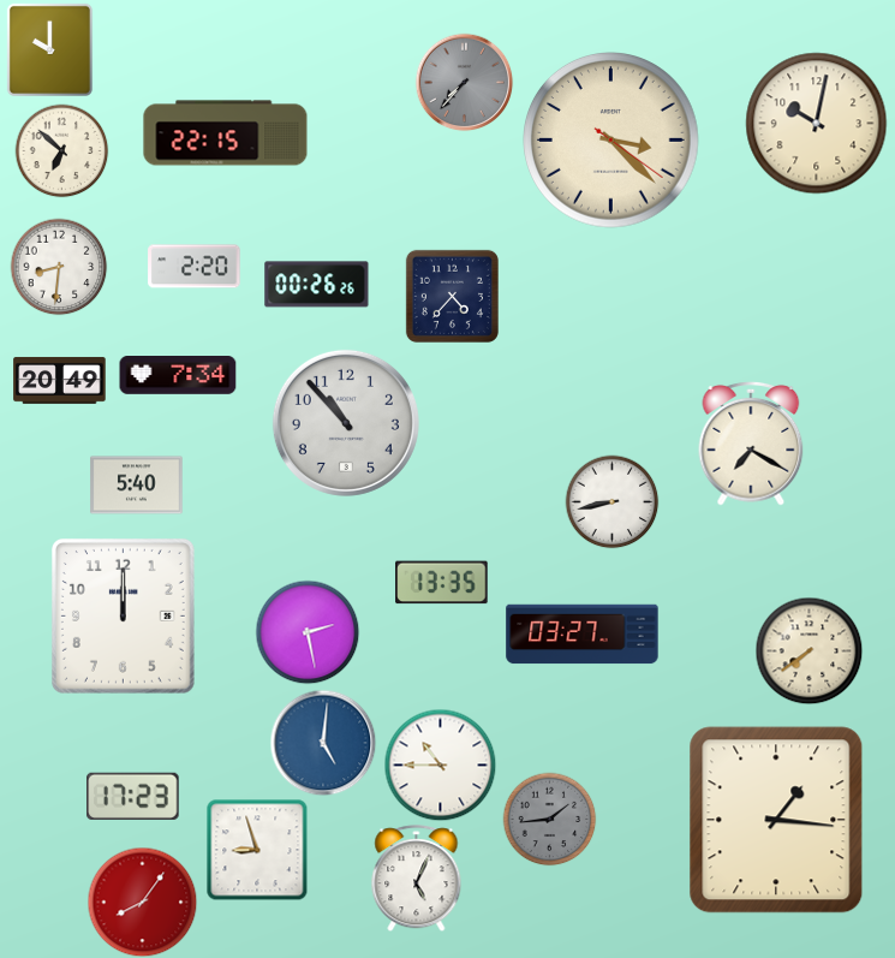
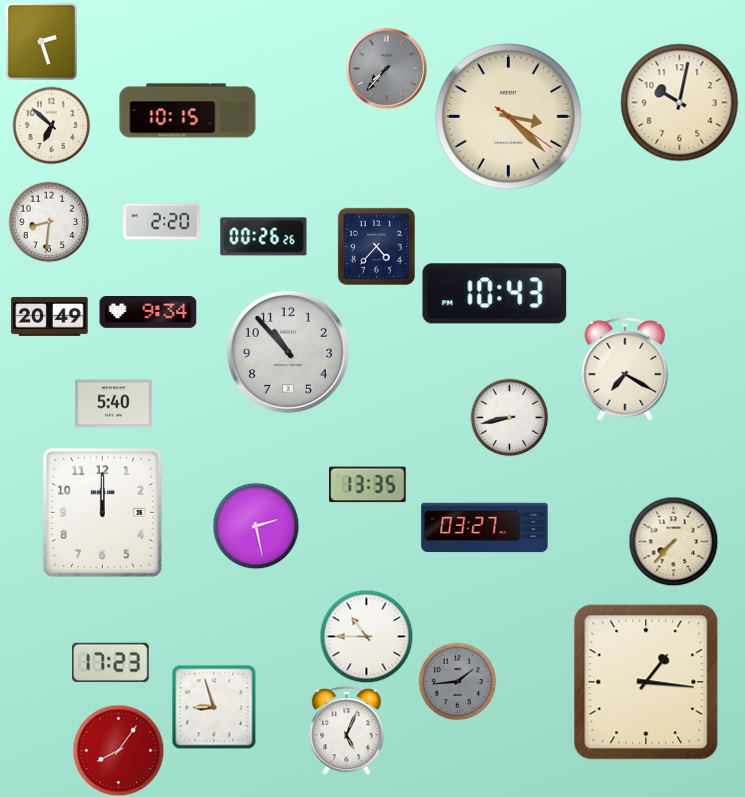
clock at (49, 49): 10:00 -> 2:27
clock at (226, 133): 22:15 -> 10:15
clock at (495, 294): none -> 10:43
clock at (178, 376): 7:34 -> 9:34
clock at (809, 650): 7:39 -> 7:37
clock at (323, 743): 5:01 -> none
